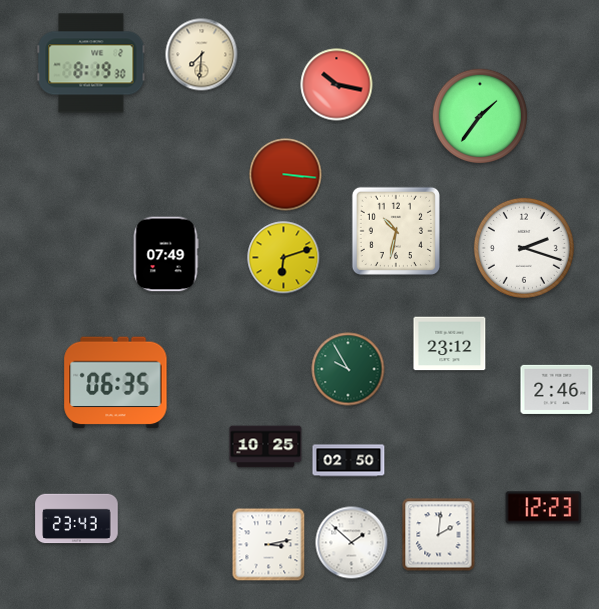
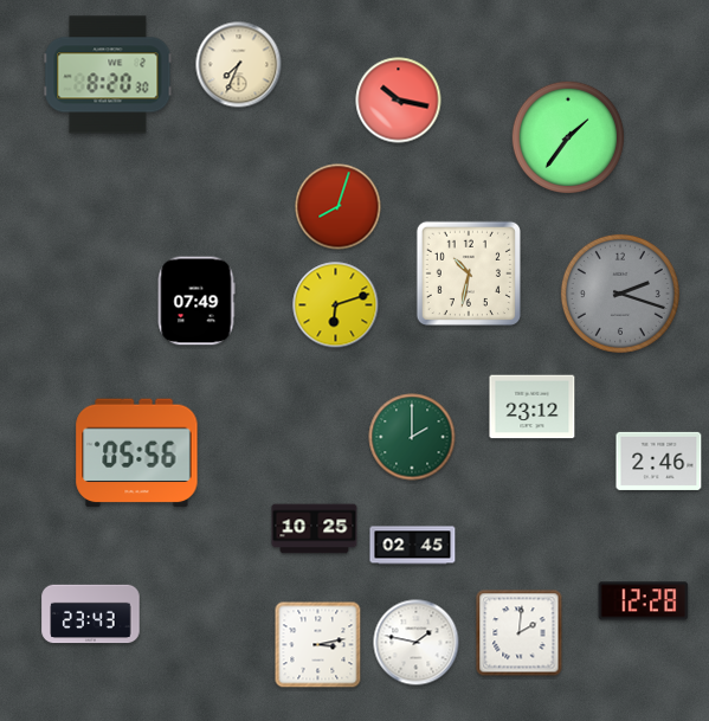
clock at (202, 55): 7:31 -> 7:34
clock at (91, 63): 8:19 -> 8:20
clock at (286, 175): 3:16 -> 8:03
clock at (524, 248) dial: white -> grey
clock at (348, 369): 9:55 -> 2:00
clock at (116, 383): 06:35 -> 05:56
clock at (349, 461): 02:50 -> 02:45
clock at (544, 508): 12:23 -> 12:28
clock at (352, 543): 1:52 -> 1:47
